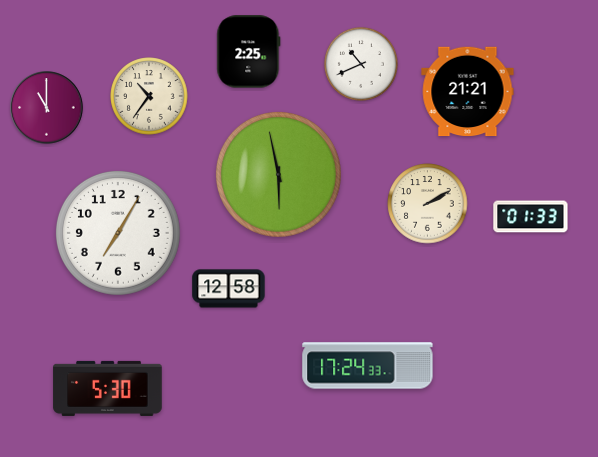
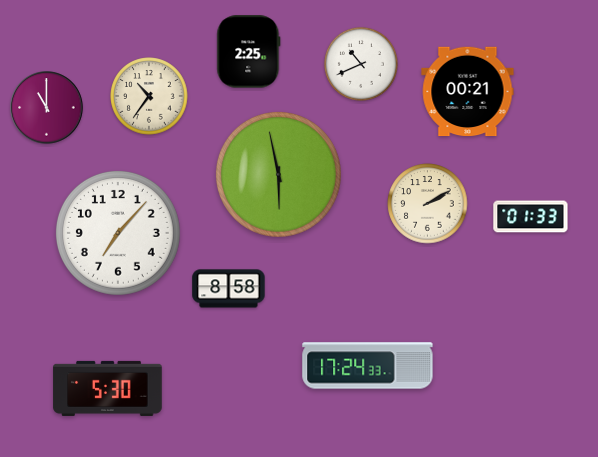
clock at (468, 92): 21:21 -> 00:21
clock at (118, 233): 7:05 -> 7:07
clock at (229, 289): 12:58 -> 8:58
